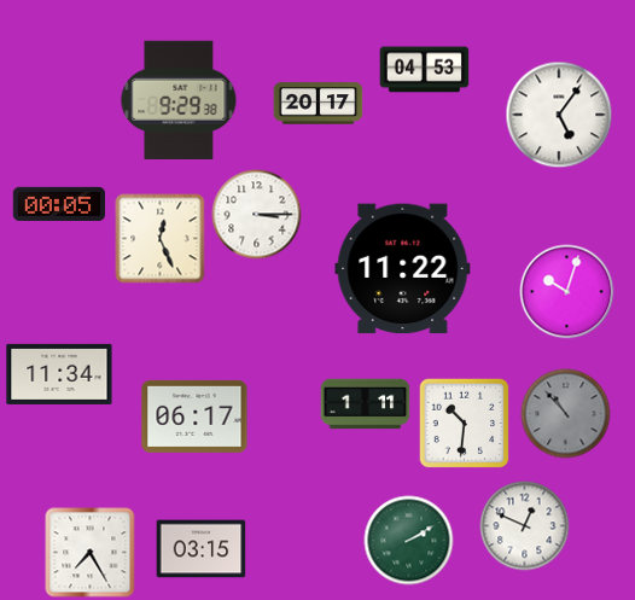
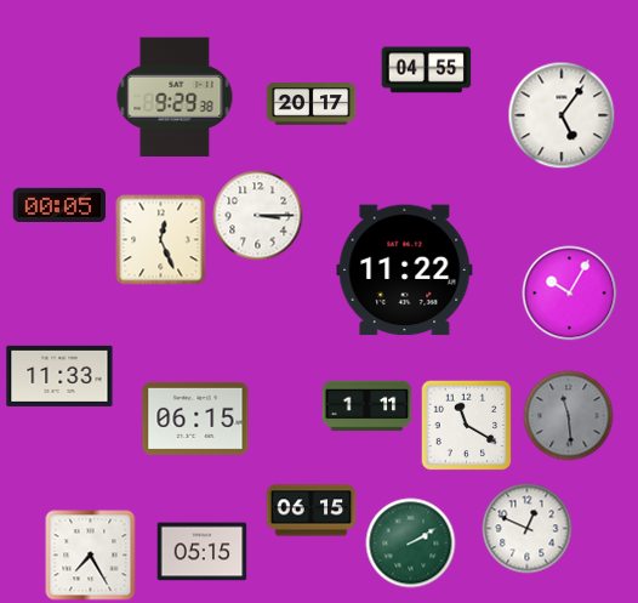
clock at (425, 70): 04:53 -> 04:55
clock at (179, 99) position: (179, 99) -> (175, 96)
clock at (319, 104) position: (319, 104) -> (312, 104)
clock at (567, 292): 10:03 -> 10:05
clock at (59, 374): 11:34 -> 11:33
clock at (566, 414): 10:53 -> 11:29
clock at (194, 416): 06:17 -> 06:15
clock at (465, 424): 10:31 -> 11:20
clock at (312, 511): none -> 06:15
clock at (202, 549): 03:15 -> 05:15
